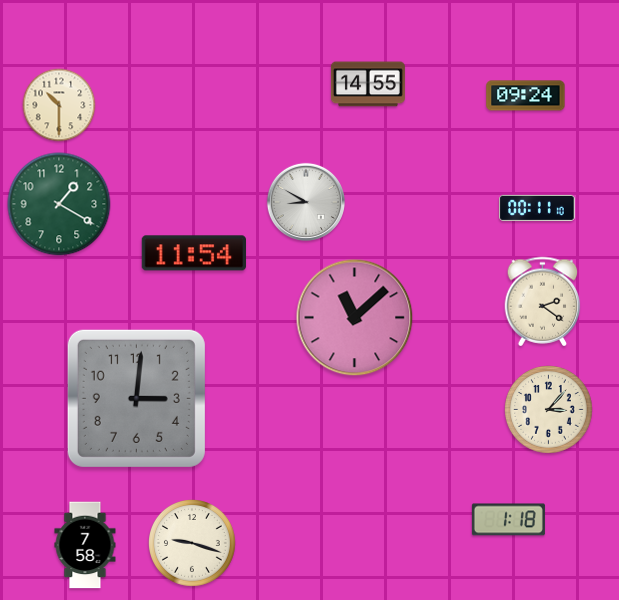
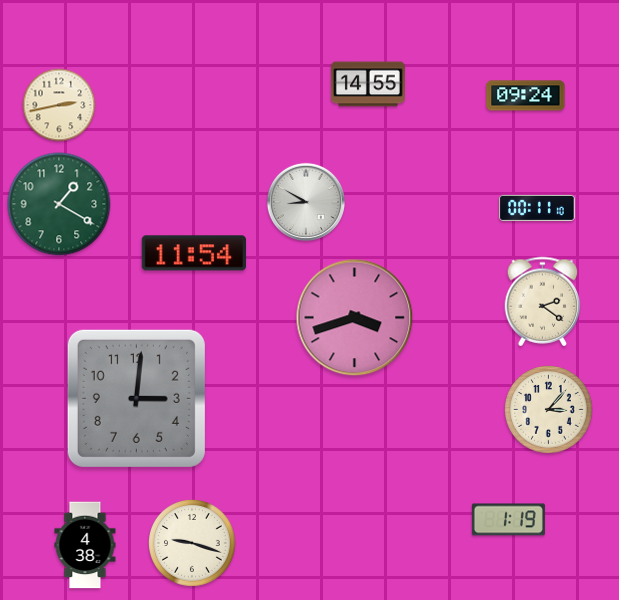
clock at (59, 105): 10:30 -> 2:43
clock at (355, 318): 11:08 -> 3:42
clock at (508, 520): 1:18 -> 1:19
clock at (85, 545): 7:58 -> 4:38
